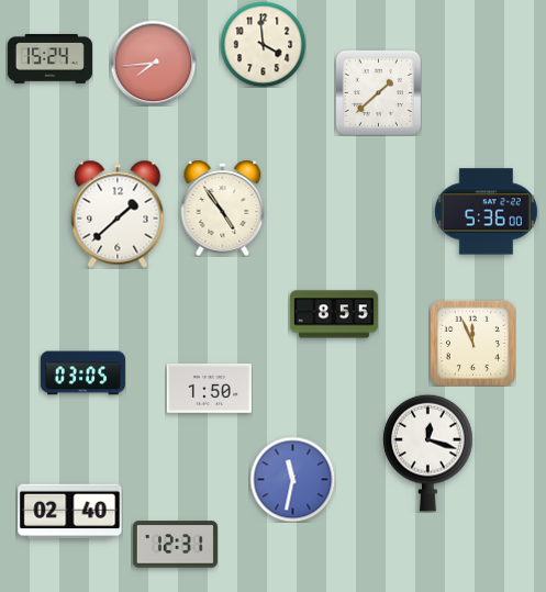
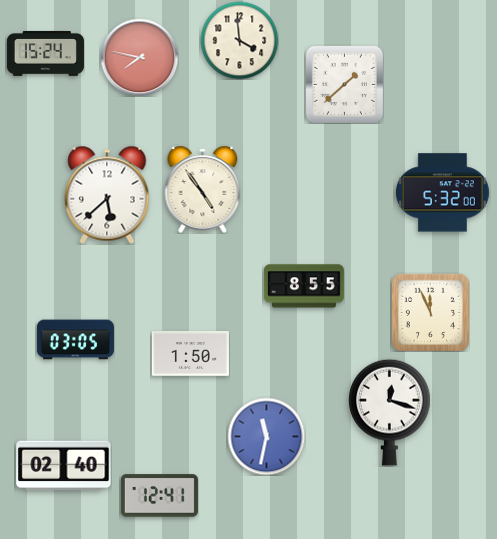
clock at (153, 63): 7:44 -> 7:47
clock at (486, 212): 5:36 -> 5:32
clock at (118, 214): 1:38 -> 5:38
clock at (175, 545): 12:31 -> 12:41
